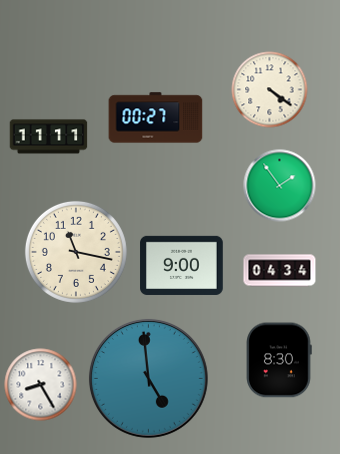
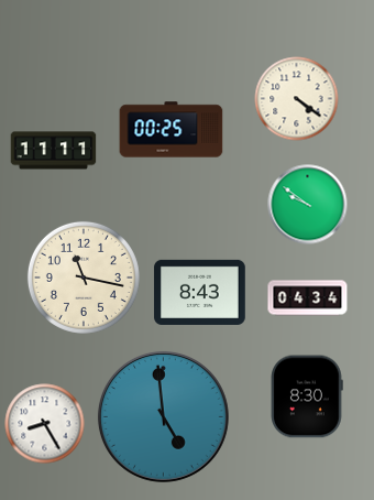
clock at (156, 118): 00:27 -> 00:25
clock at (280, 186): 1:54 -> 9:51
clock at (182, 265): 9:00 -> 8:43
